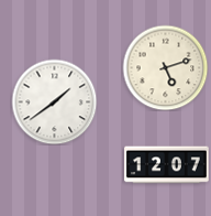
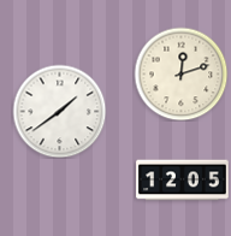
clock at (165, 67): 5:12 -> 12:12
clock at (167, 165): 12:07 -> 12:05
